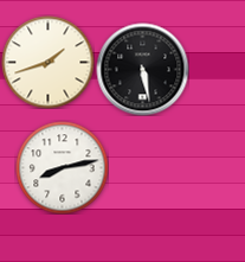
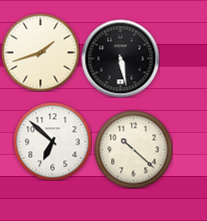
clock at (62, 167): 8:13 -> 6:52
clock at (133, 149): none -> 10:22
